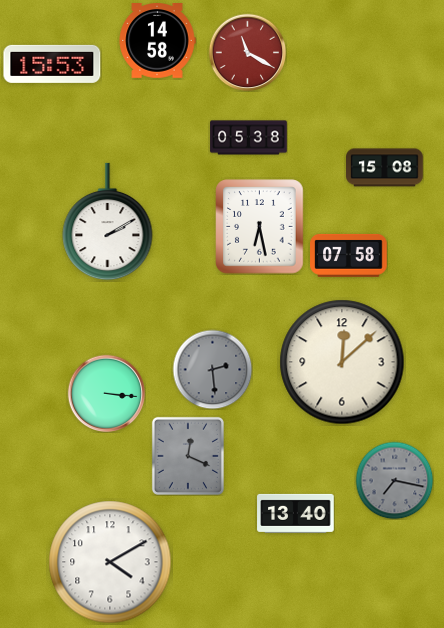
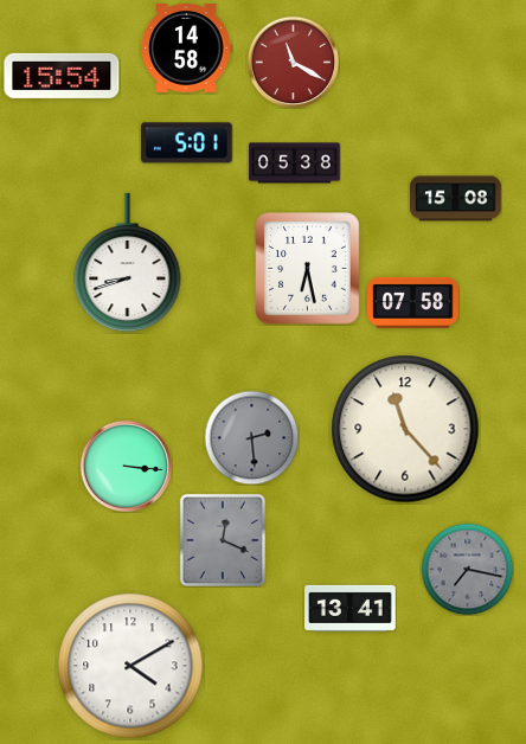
clock at (52, 64): 15:53 -> 15:54
clock at (187, 143): none -> 5:01
clock at (108, 222): 2:10 -> 8:42
clock at (342, 362): 12:08 -> 11:23
clock at (296, 513): 13:40 -> 13:41
